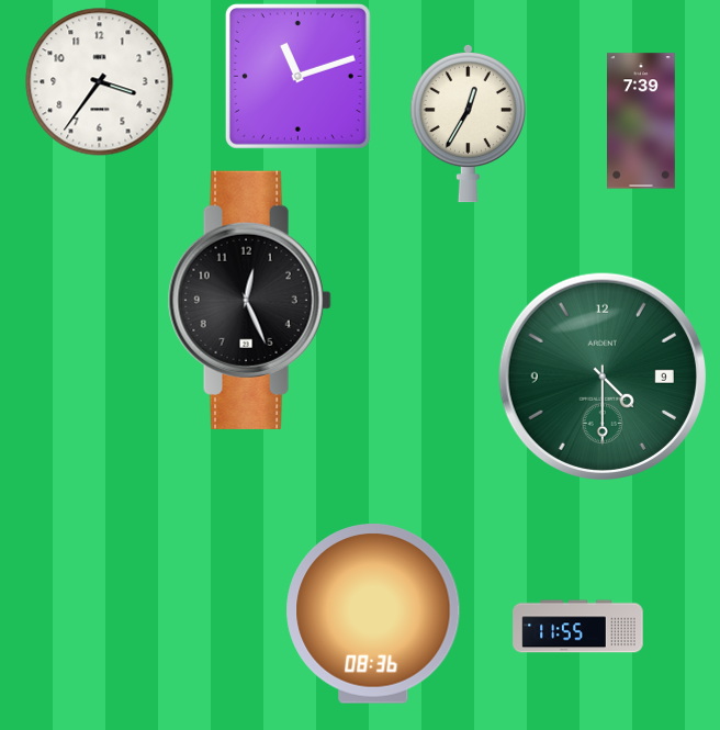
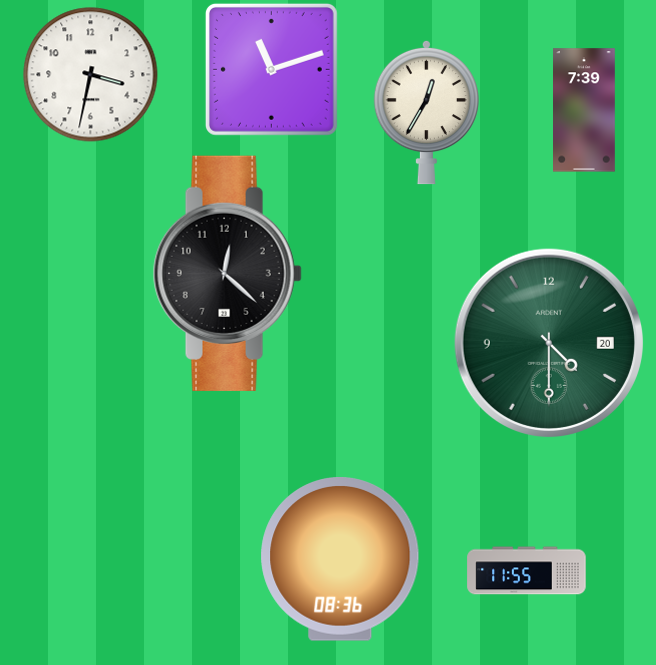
clock at (100, 82): 3:36 -> 3:32
clock at (249, 300): 12:26 -> 12:22
clock at (601, 375) date: 9 -> 20
